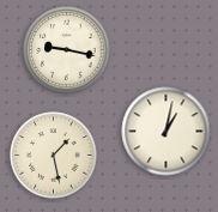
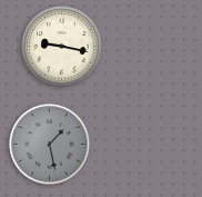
clock at (166, 132): 1:02 -> none
clock at (54, 156) dial: cream -> grey
